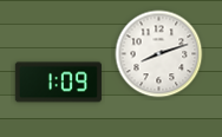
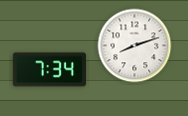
clock at (58, 83): 1:09 -> 7:34
